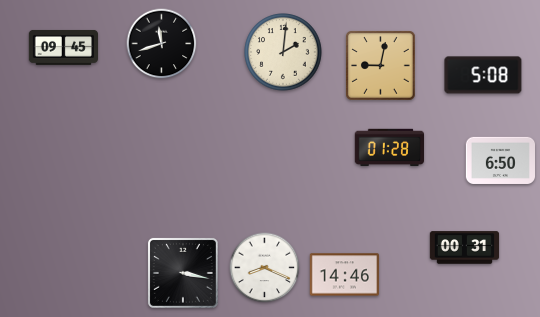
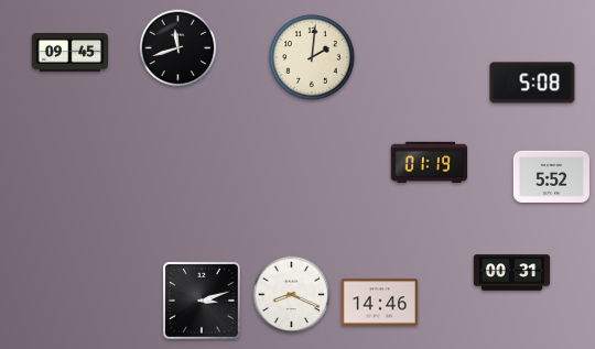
clock at (381, 66): 9:02 -> none
clock at (389, 148): 01:28 -> 01:19
clock at (501, 160): 6:50 -> 5:52
clock at (183, 273): 3:17 -> 3:12
